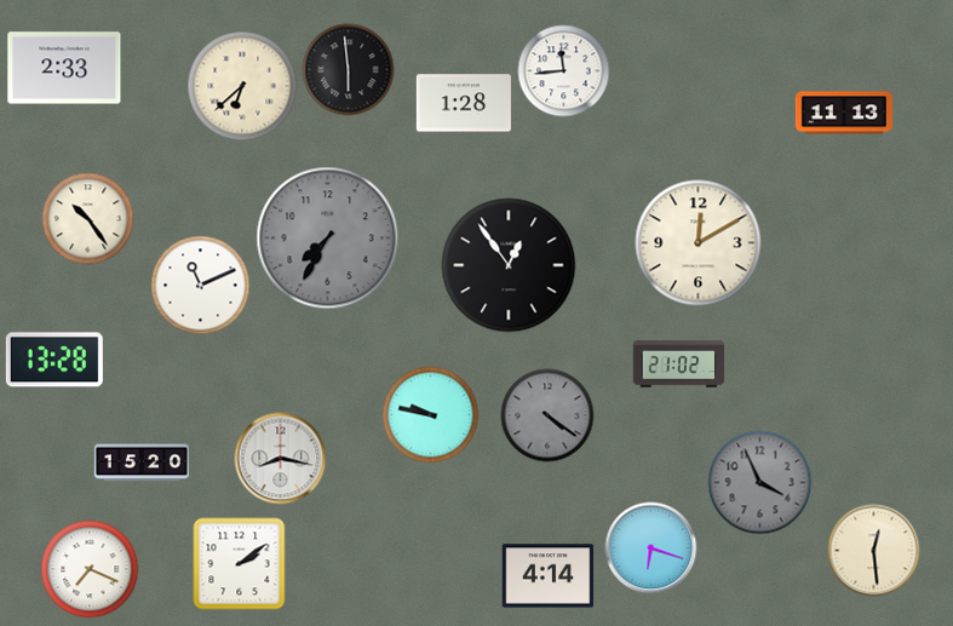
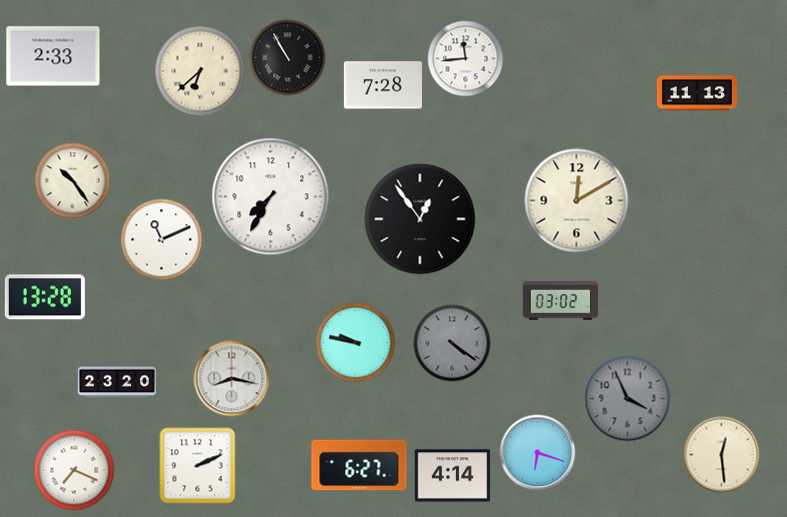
clock at (349, 70): 5:59 -> 10:55
clock at (464, 103): 1:28 -> 7:28
clock at (328, 239) dial: grey -> white
clock at (201, 286) position: (201, 286) -> (162, 240)
clock at (679, 364): 21:02 -> 03:02
clock at (140, 463): 15:20 -> 23:20
clock at (359, 465): none -> 6:27
clock at (240, 564): 2:09 -> 2:11
